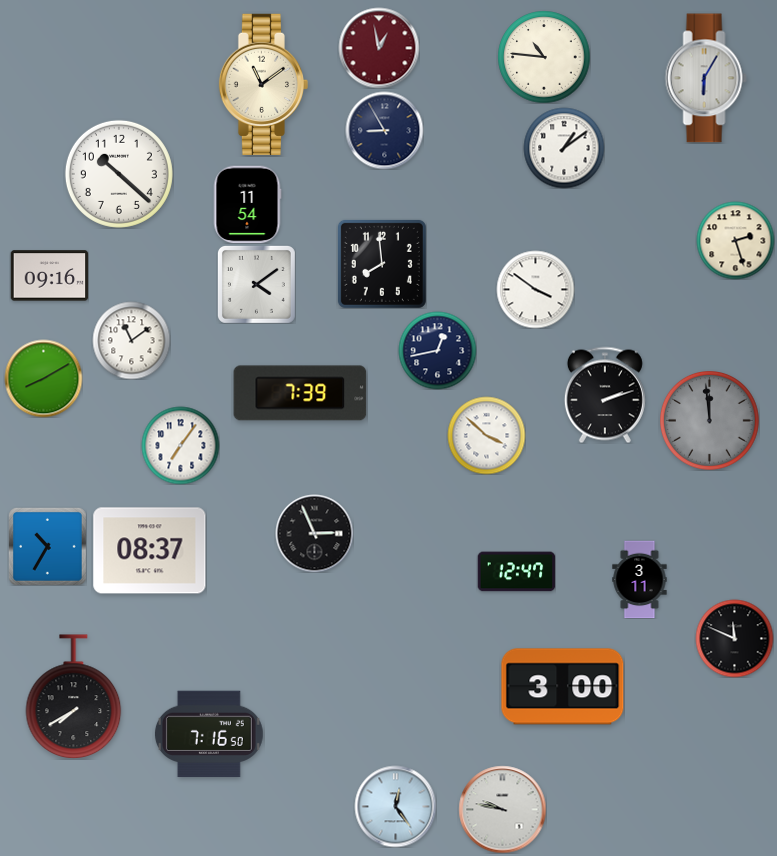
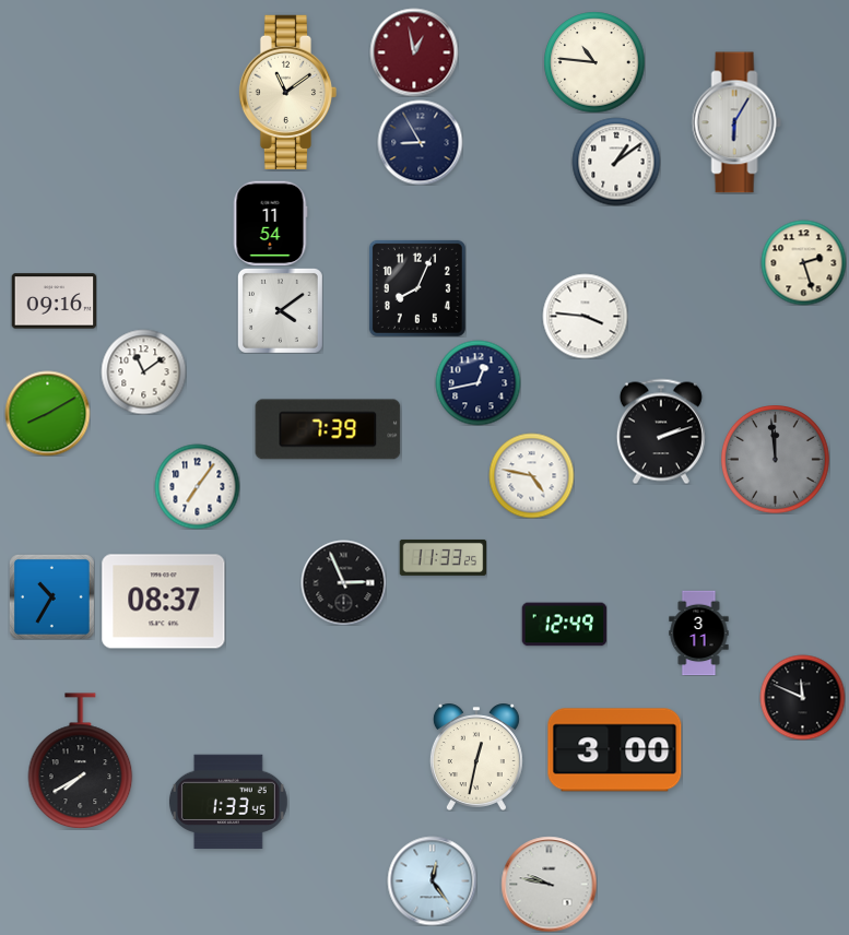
clock at (706, 78) position: (706, 78) -> (736, 122)
clock at (119, 174): 10:22 -> none
clock at (382, 264): 7:59 -> 8:04
clock at (535, 289): 3:51 -> 3:46
clock at (486, 435): 3:52 -> 4:47
clock at (443, 557): none -> 11:33
clock at (516, 572): 12:47 -> 12:49
clock at (476, 757): none -> 12:32
clock at (209, 734): 7:16 -> 1:33
